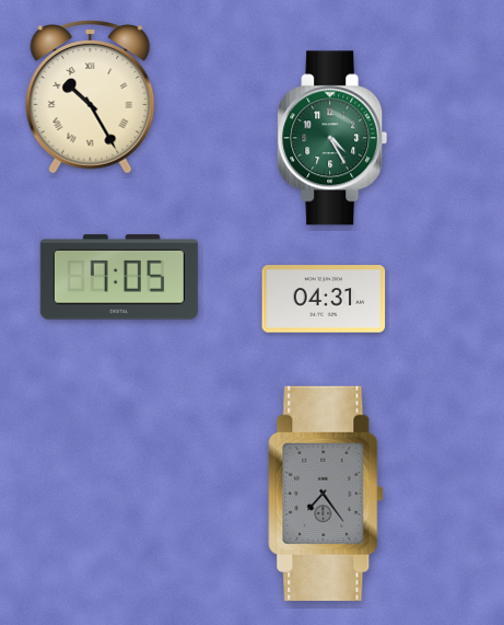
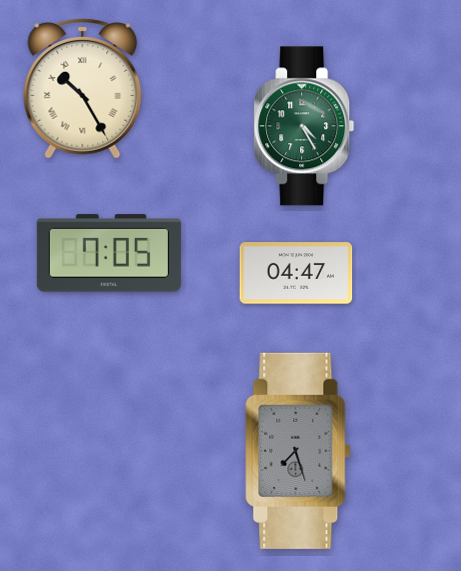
clock at (324, 299): 04:31 -> 04:47
clock at (326, 494): 7:24 -> 7:27
